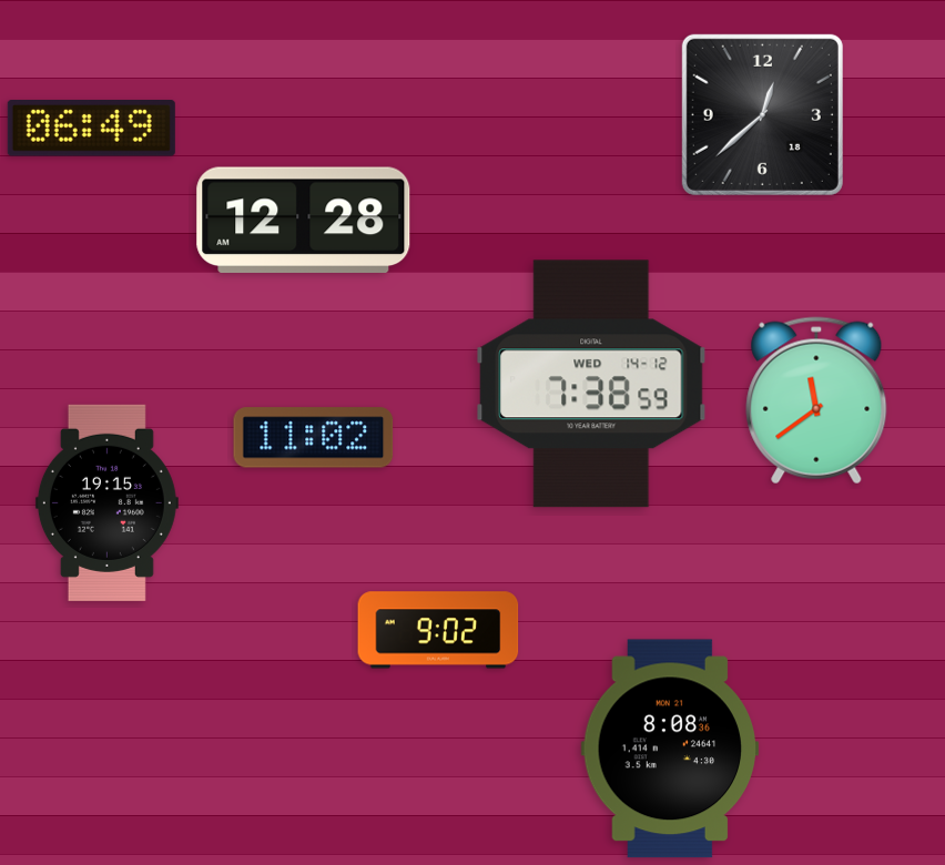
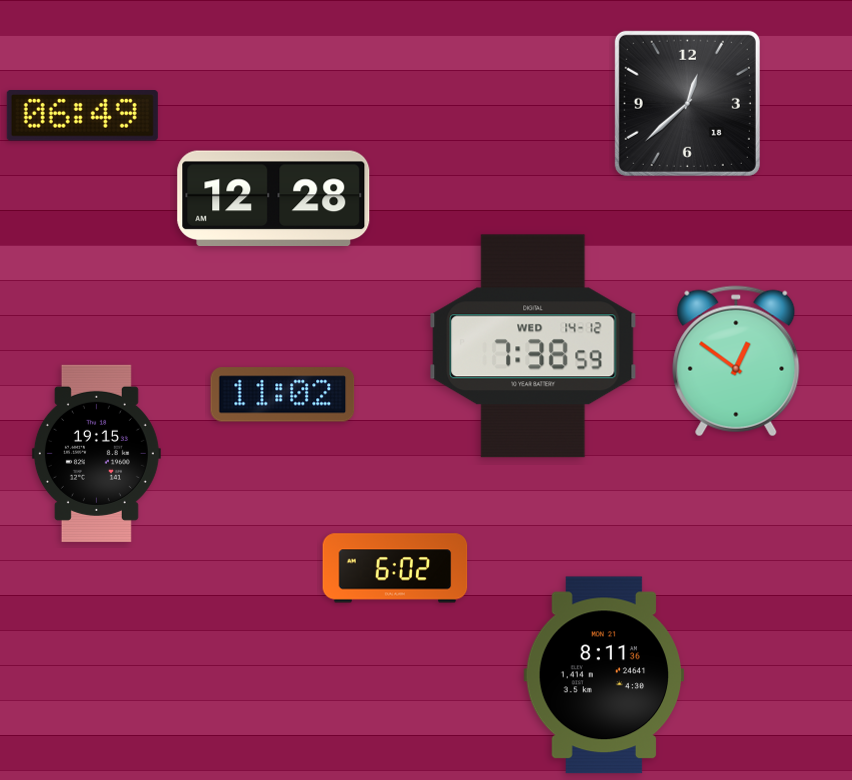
clock at (816, 400): 11:39 -> 12:51
clock at (438, 630): 9:02 -> 6:02
clock at (670, 749): 8:08 -> 8:11
